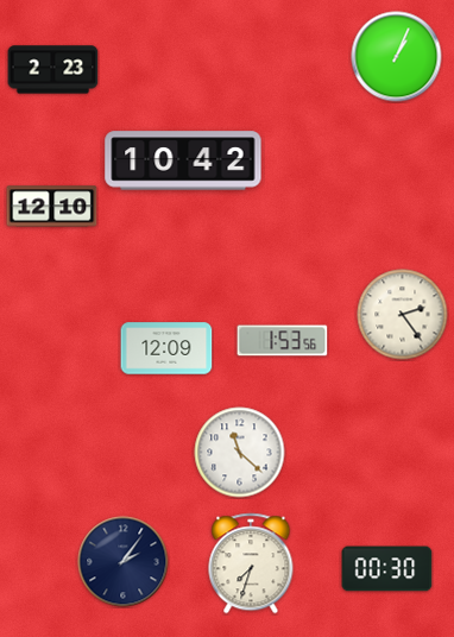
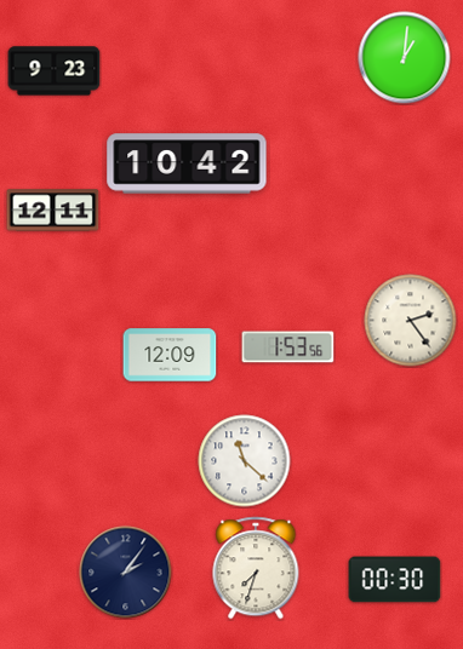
clock at (397, 57): 1:04 -> 1:01
clock at (53, 70): 2:23 -> 9:23
clock at (52, 207): 12:10 -> 12:11
clock at (251, 563) position: (251, 563) -> (256, 568)
